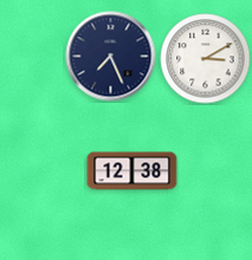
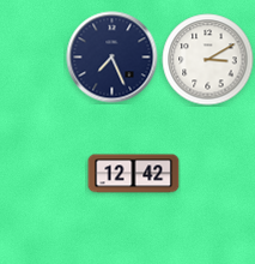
clock at (133, 171): 12:38 -> 12:42
